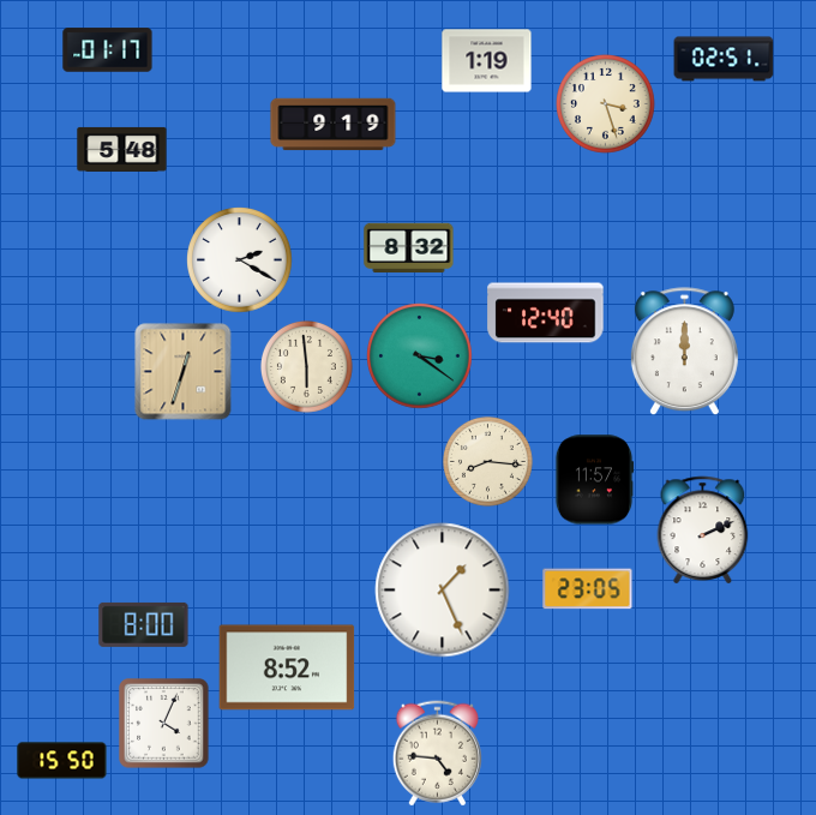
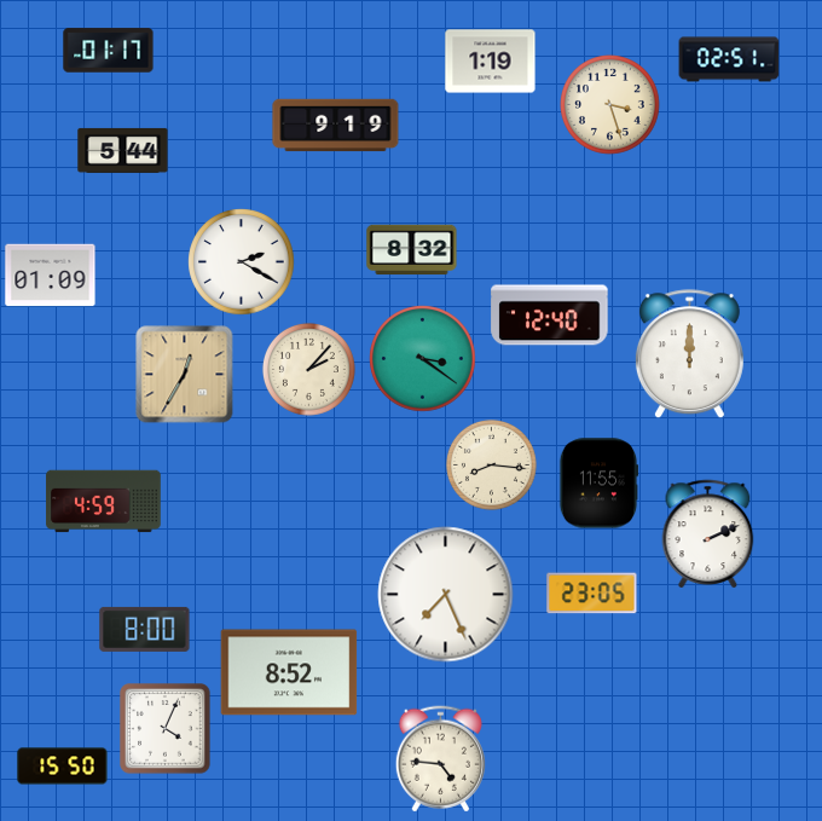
clock at (122, 149): 5:48 -> 5:44
clock at (51, 276): none -> 01:09
clock at (306, 366): 5:59 -> 2:07
clock at (184, 372): 12:33 -> 12:35
clock at (594, 480): 11:57 -> 11:55
clock at (104, 502): none -> 4:59
clock at (443, 591): 1:26 -> 7:26
